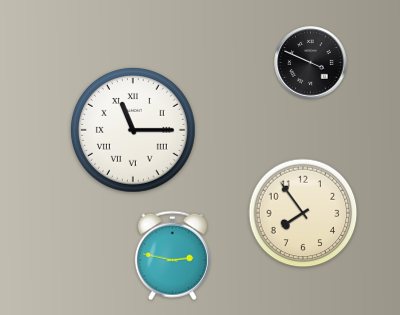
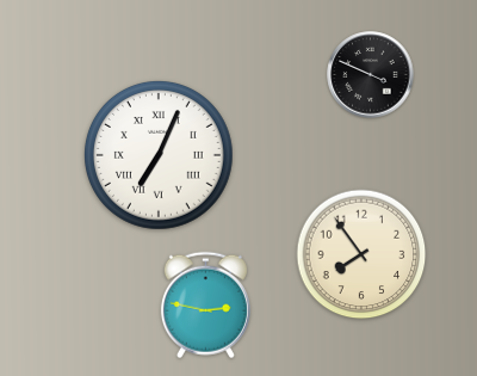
clock at (133, 130): 11:15 -> 7:04
